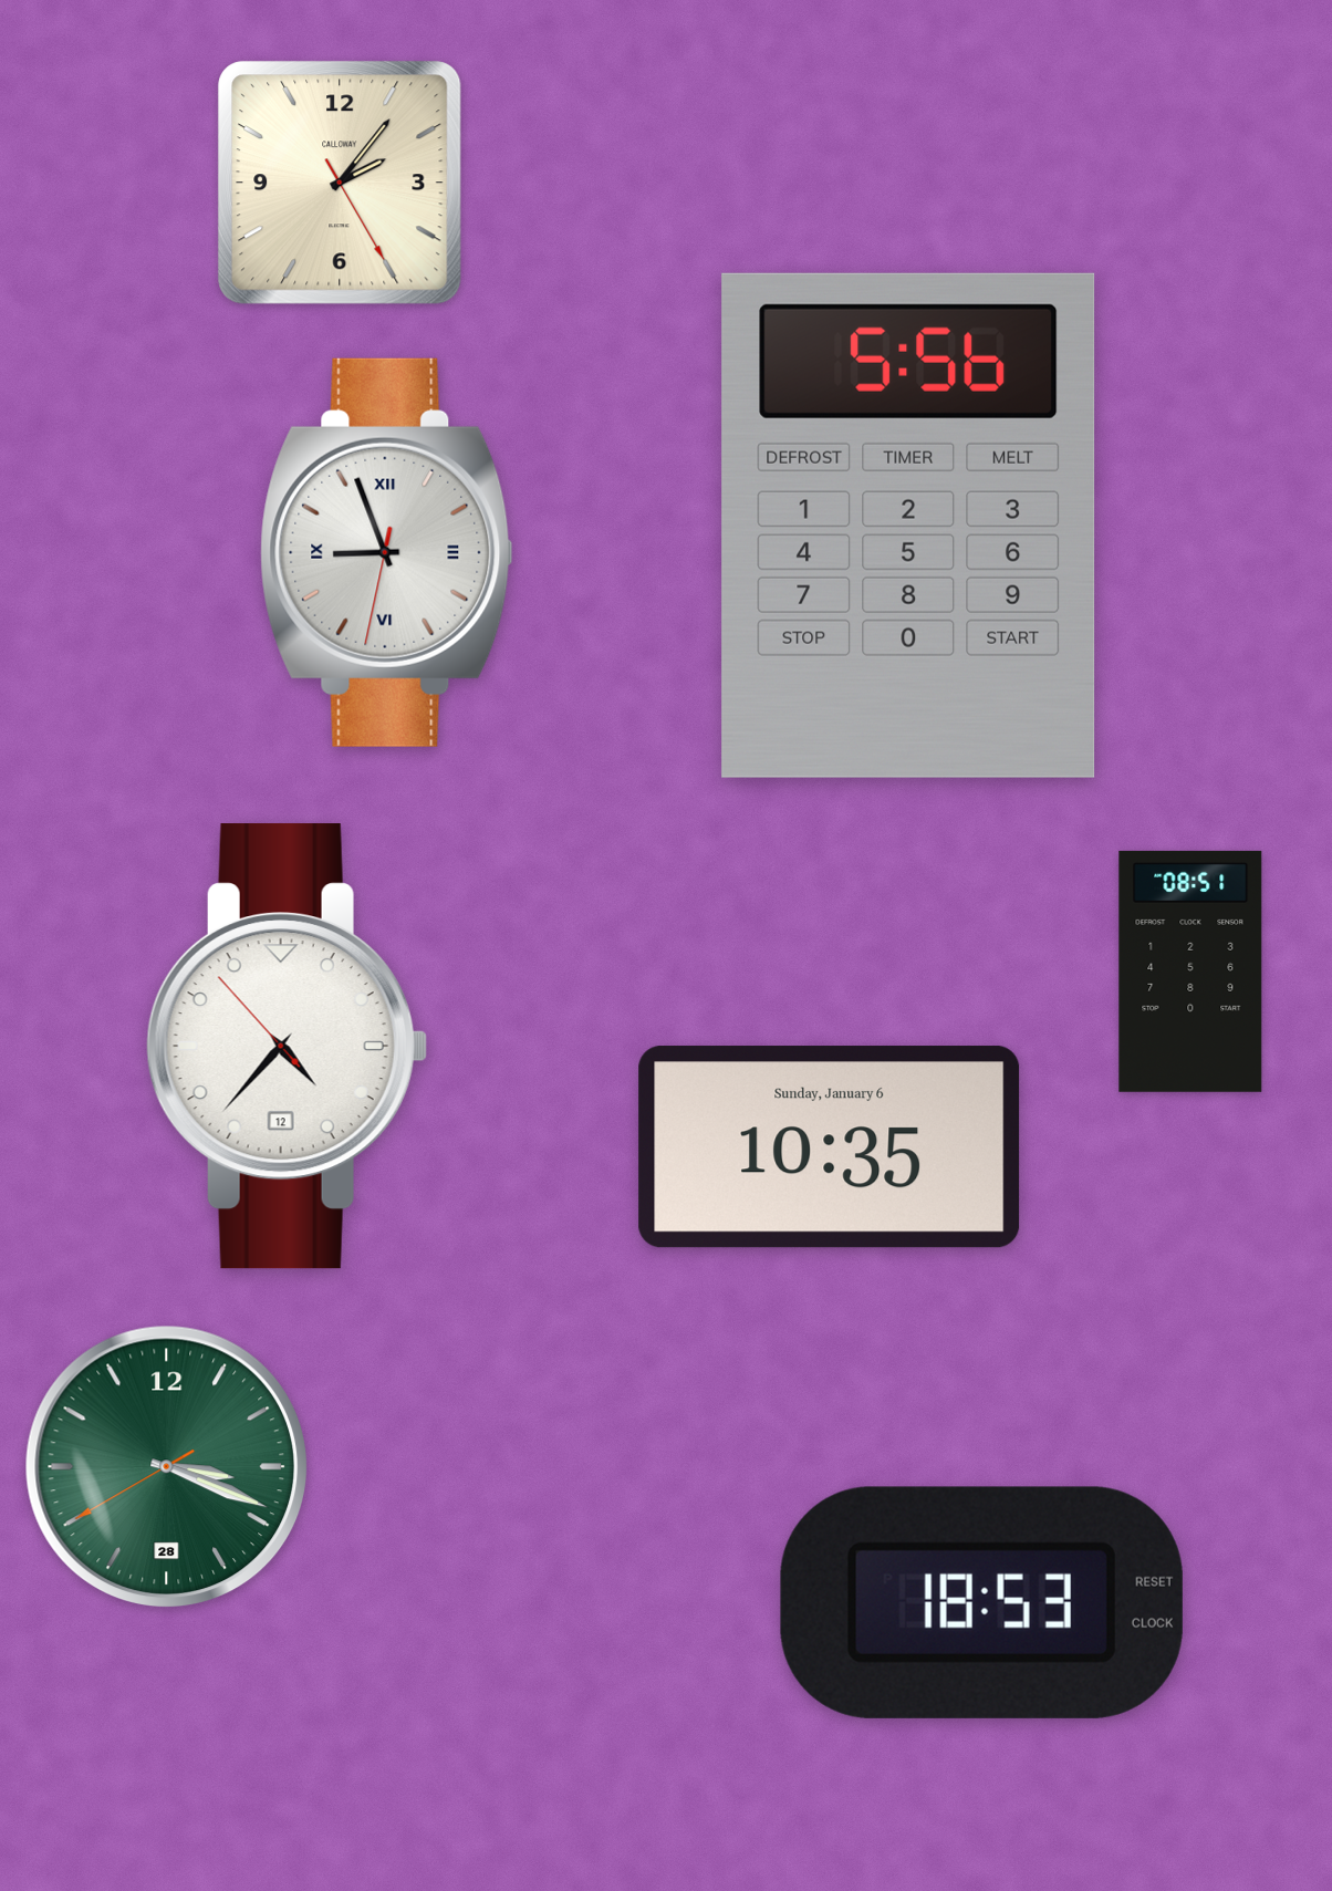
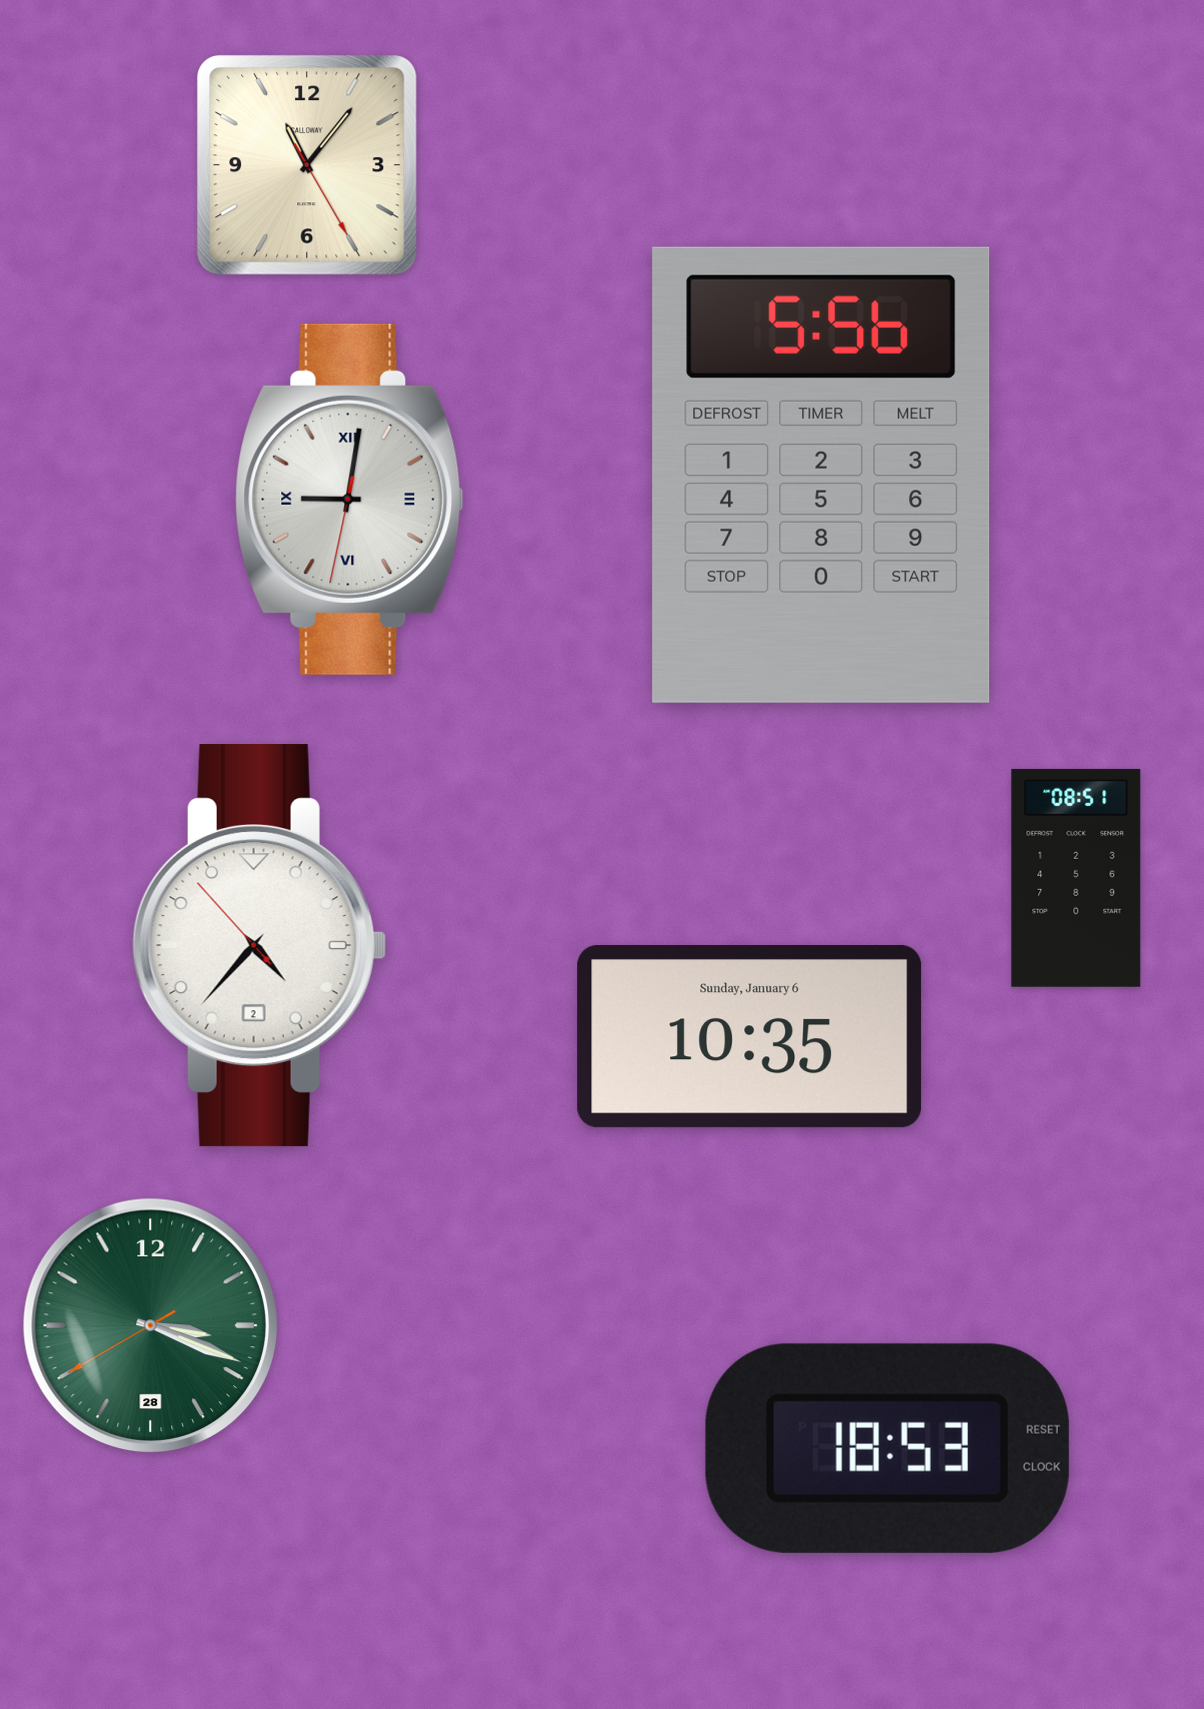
clock at (340, 183): 2:06 -> 11:06
clock at (387, 552): 8:56 -> 9:01
clock at (287, 1047) date: 12 -> 2
